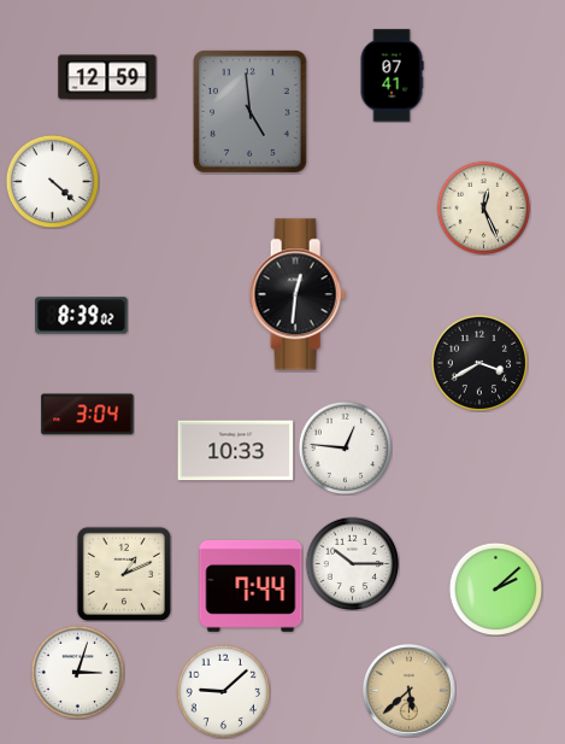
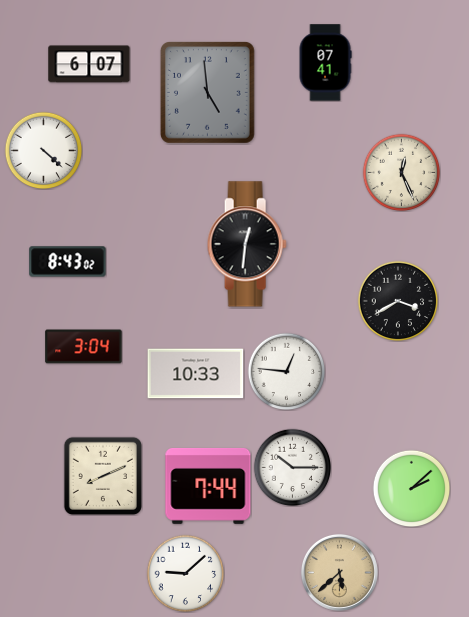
clock at (107, 77): 12:59 -> 6:07
clock at (82, 316): 8:39 -> 8:43
clock at (88, 415) position: (88, 415) -> (84, 347)
clock at (124, 574): 1:11 -> 8:11
clock at (77, 672): 3:03 -> none
